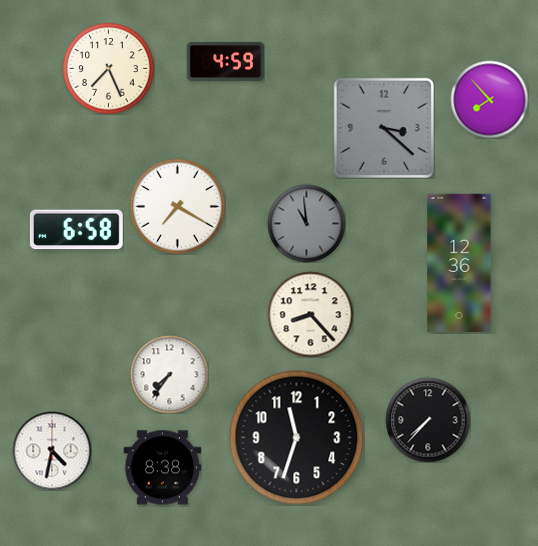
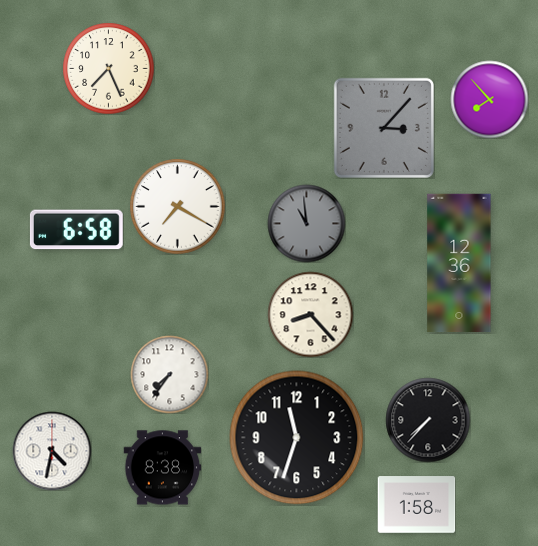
clock at (225, 61): 4:59 -> none
clock at (384, 128): 3:22 -> 3:07
clock at (416, 505): none -> 1:58
